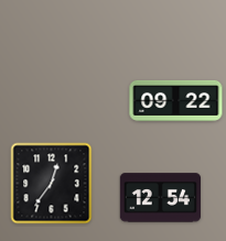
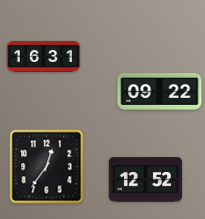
clock at (43, 57): none -> 16:31
clock at (160, 198): 12:54 -> 12:52
